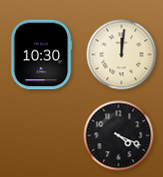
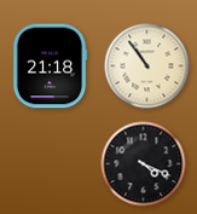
clock at (41, 55): 10:30 -> 21:18
clock at (122, 55): 12:01 -> 10:54
